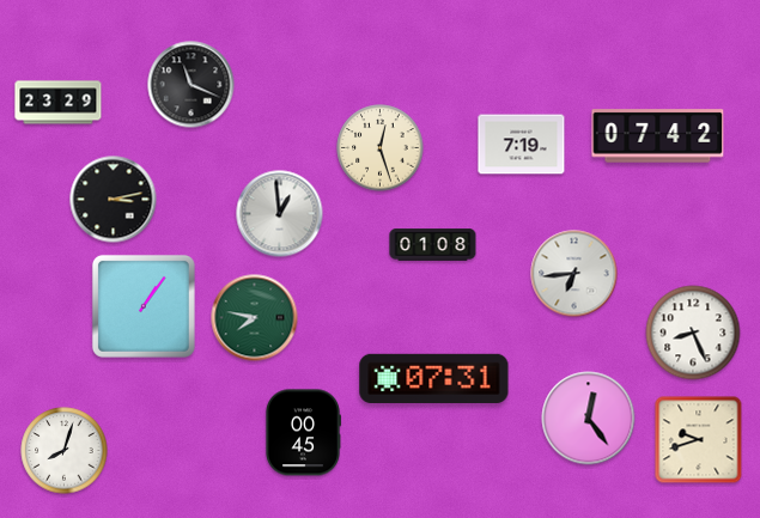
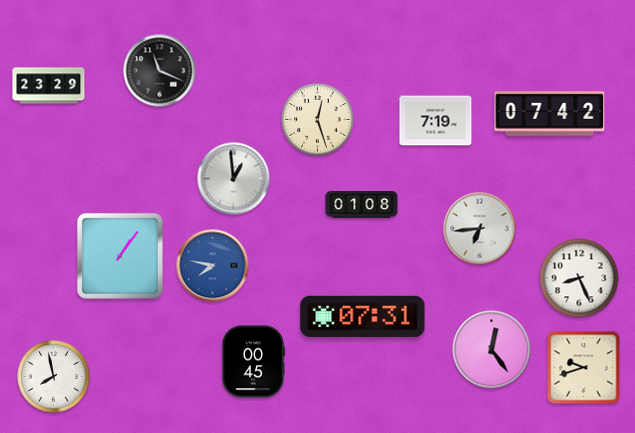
clock at (381, 148) position: (381, 148) -> (318, 120)
clock at (114, 200): 3:13 -> none
clock at (255, 318) dial: green -> blue
clock at (65, 451): 8:03 -> 7:58
